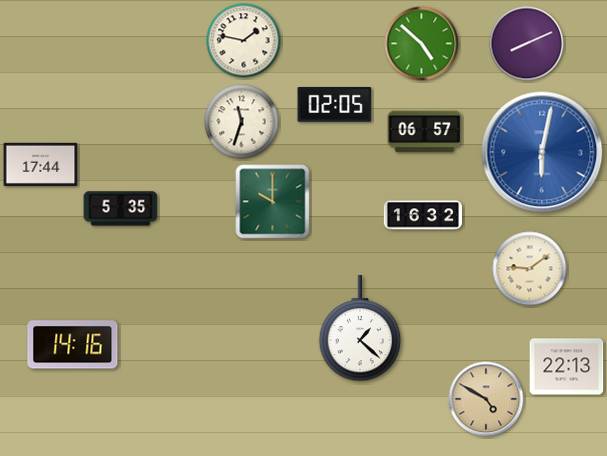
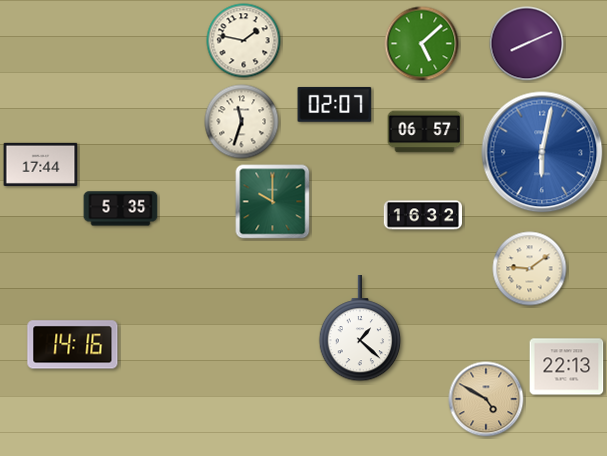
clock at (422, 44): 4:52 -> 5:08
clock at (335, 104): 02:05 -> 02:07
